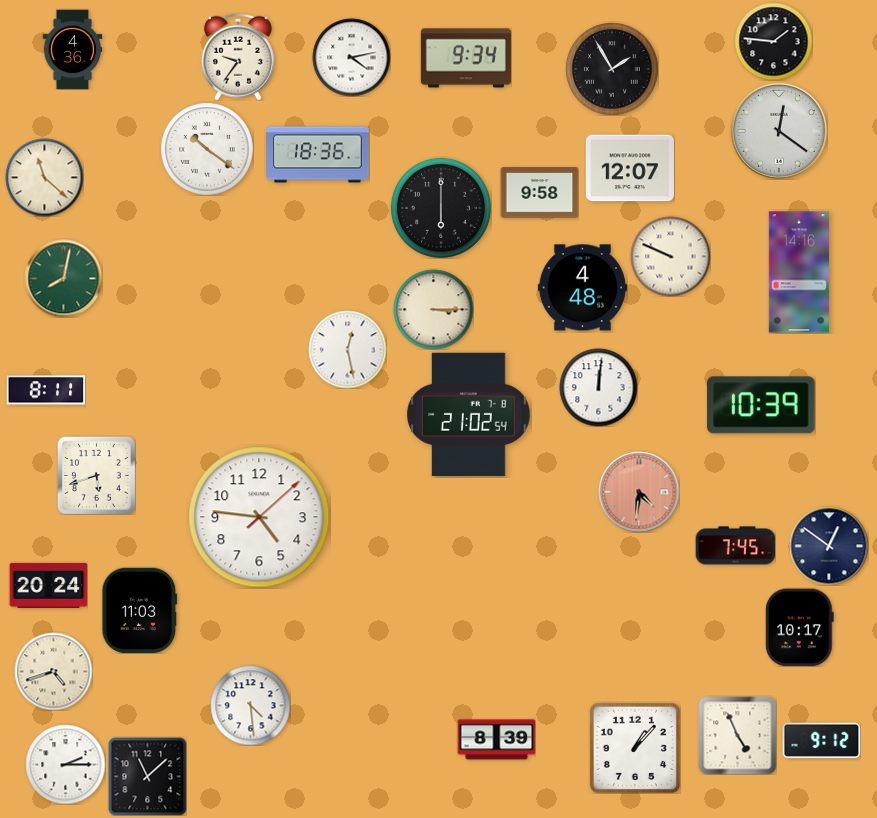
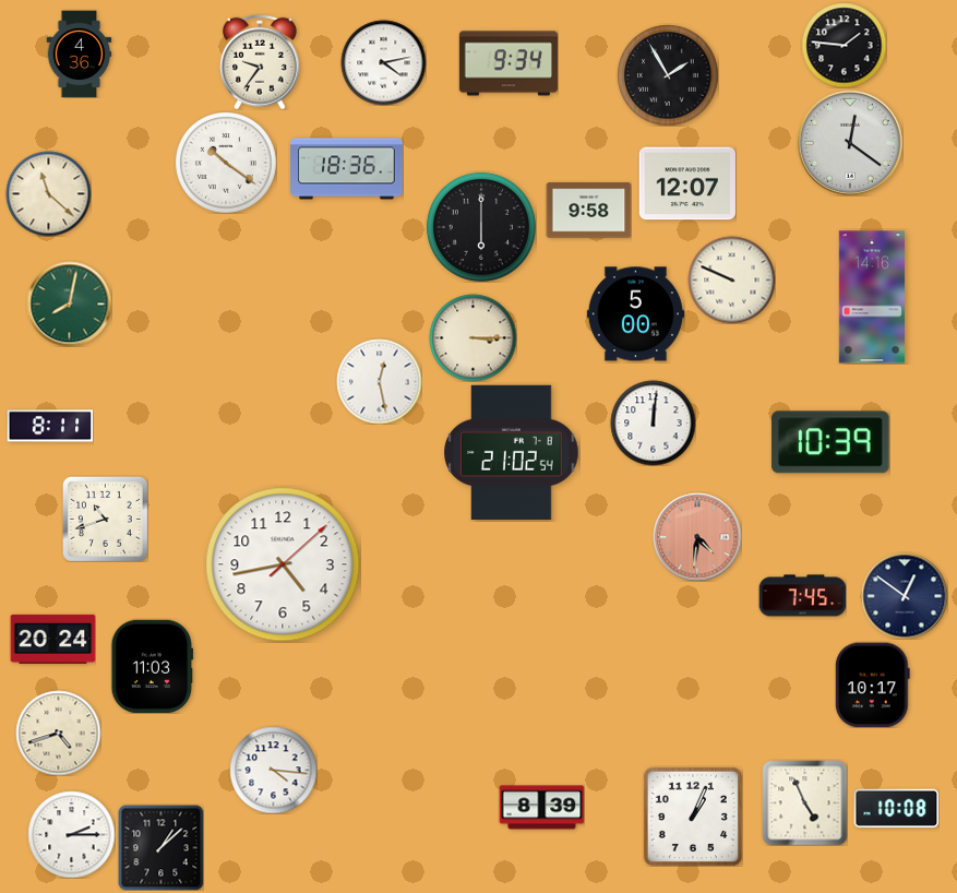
clock at (582, 288): 4:48 -> 5:00
clock at (96, 475): 5:42 -> 10:42
clock at (259, 517): 4:46 -> 4:43
clock at (250, 705): 4:29 -> 4:16
clock at (821, 741): 9:12 -> 10:08
clock at (635, 748): 1:07 -> 1:04
clock at (147, 776): 11:08 -> 1:08
